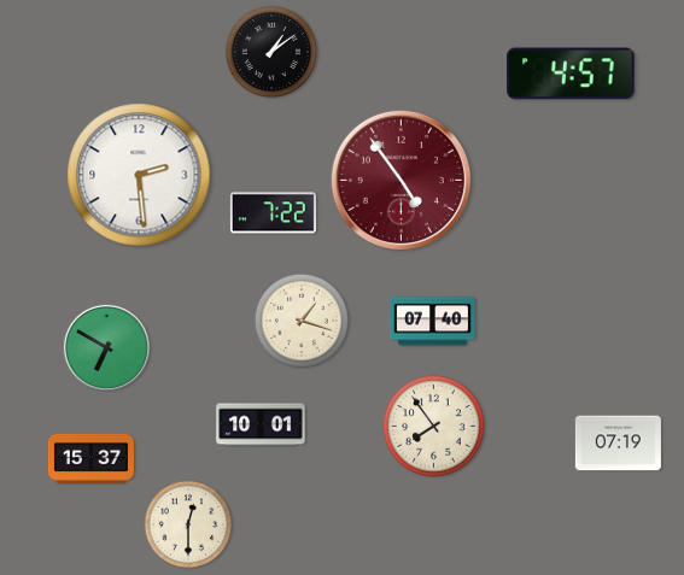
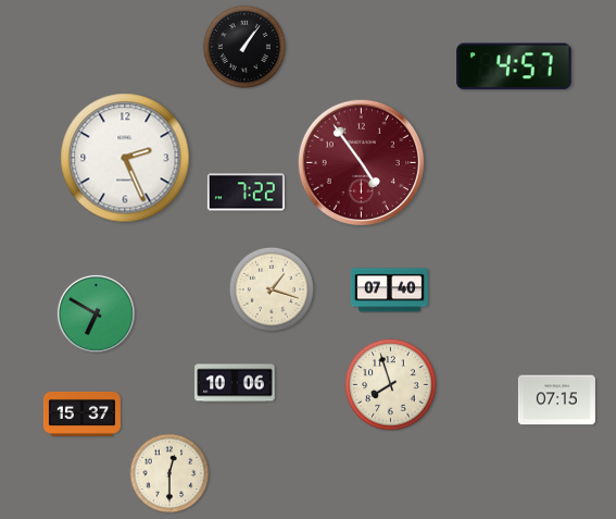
clock at (271, 52): 1:09 -> 1:06
clock at (139, 175): 2:29 -> 2:26
clock at (261, 424): 10:01 -> 10:06
clock at (434, 427): 7:54 -> 7:57
clock at (618, 444): 07:19 -> 07:15
